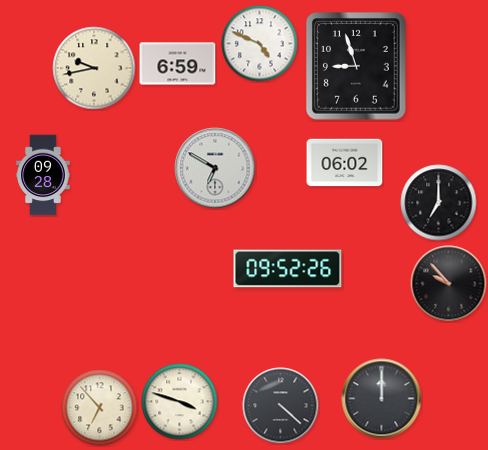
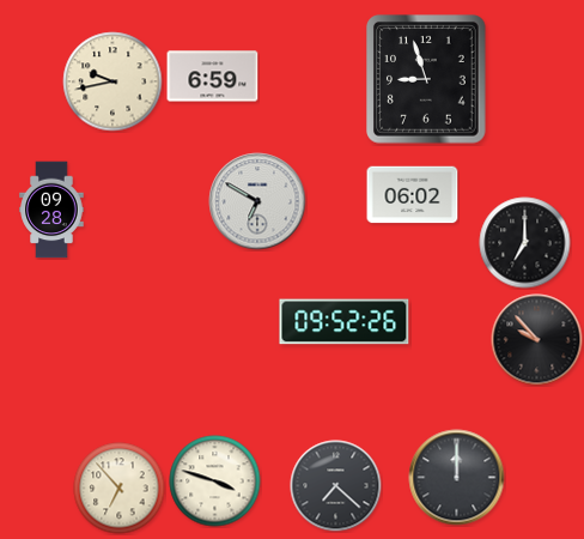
clock at (260, 44): 4:49 -> none
clock at (281, 406): 4:22 -> 7:22
